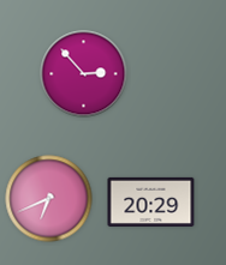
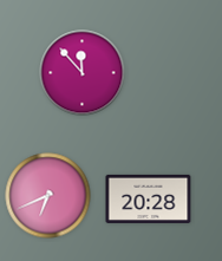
clock at (84, 74): 2:53 -> 11:53
clock at (151, 201): 20:29 -> 20:28
